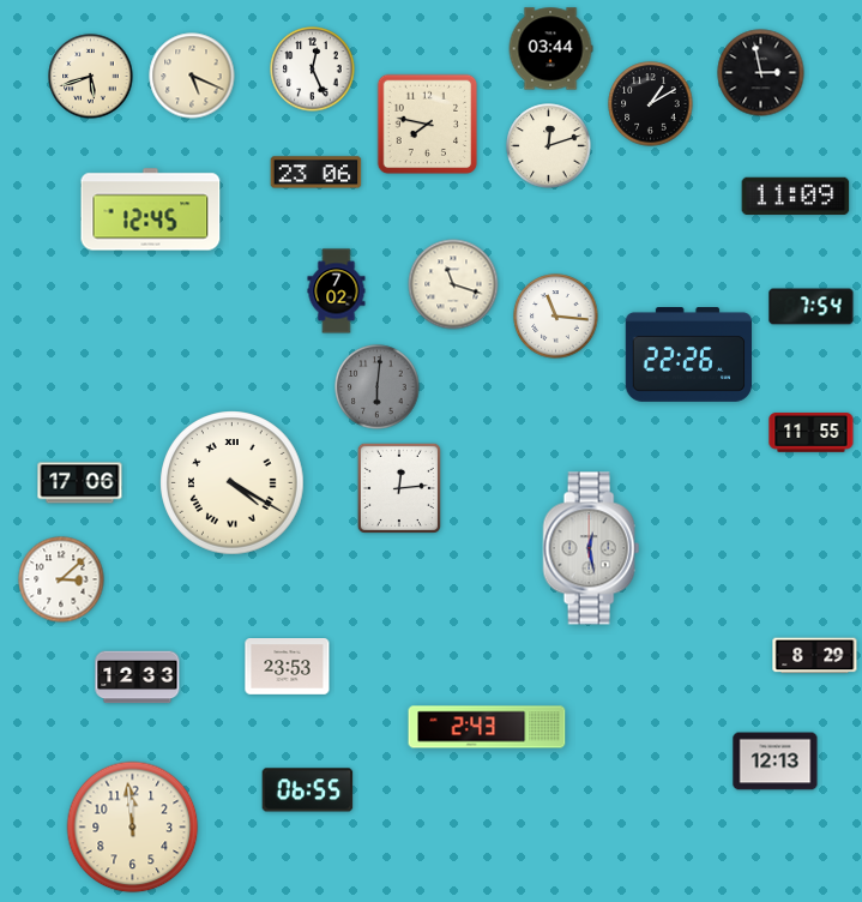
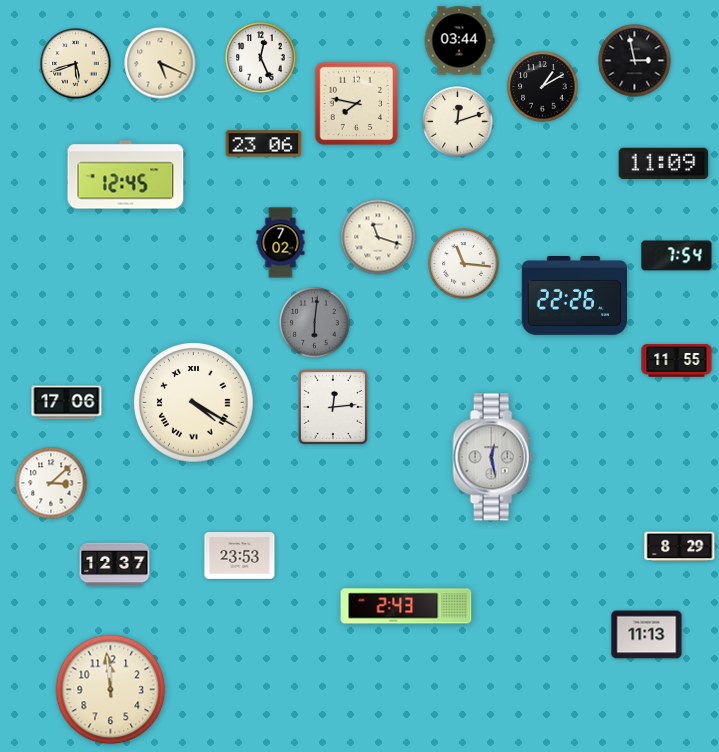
clock at (138, 678): 12:33 -> 12:37
clock at (776, 762): 12:13 -> 11:13
clock at (308, 790): 06:55 -> none
